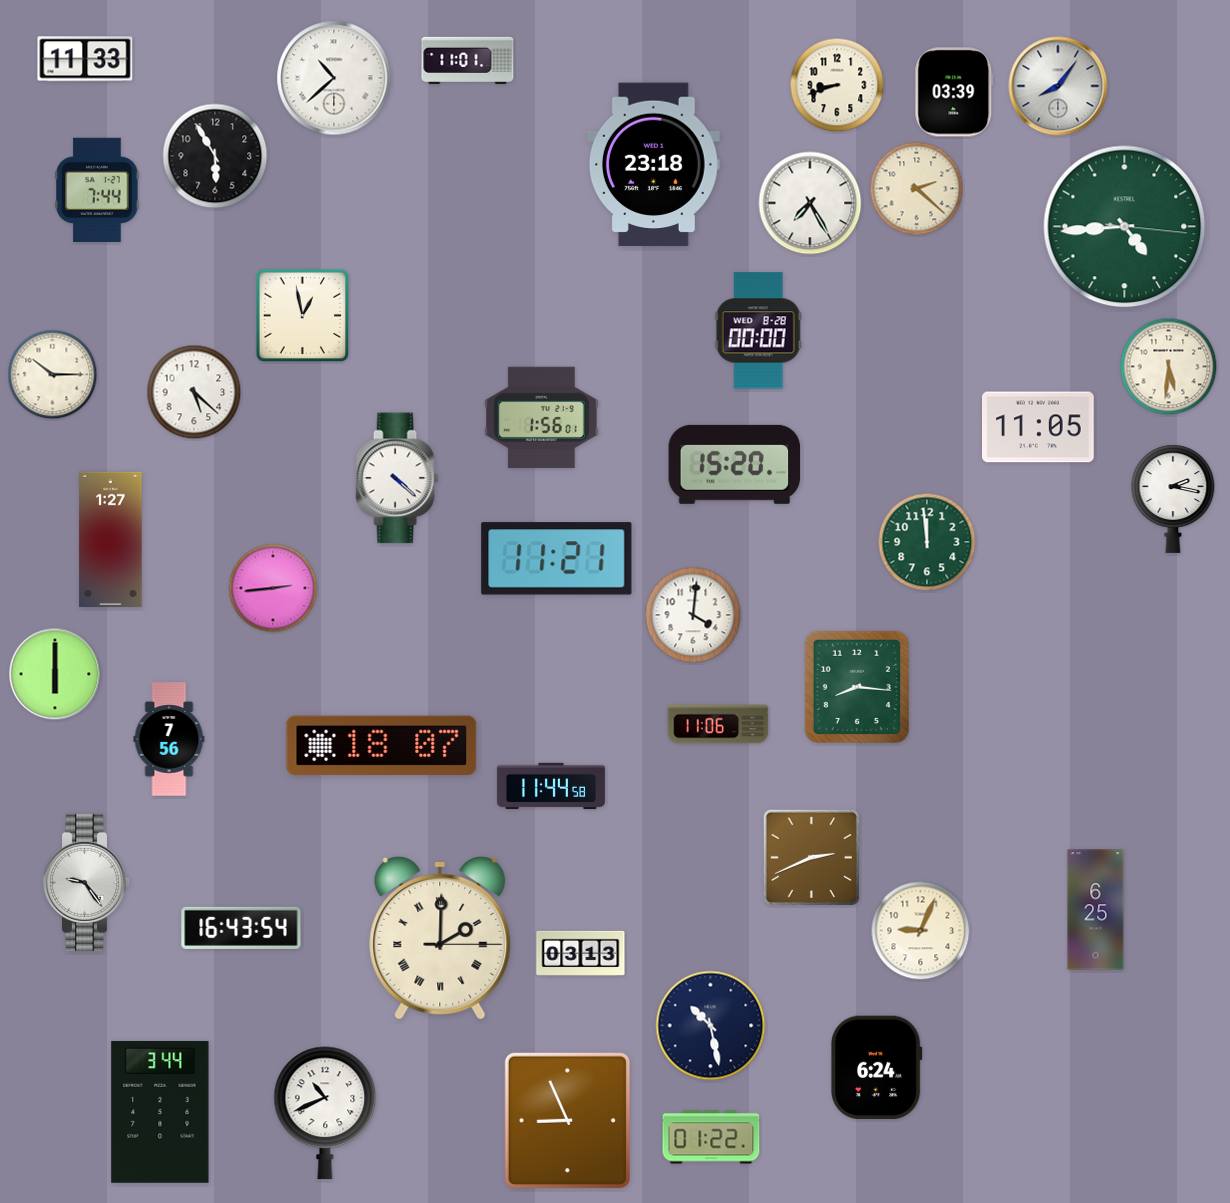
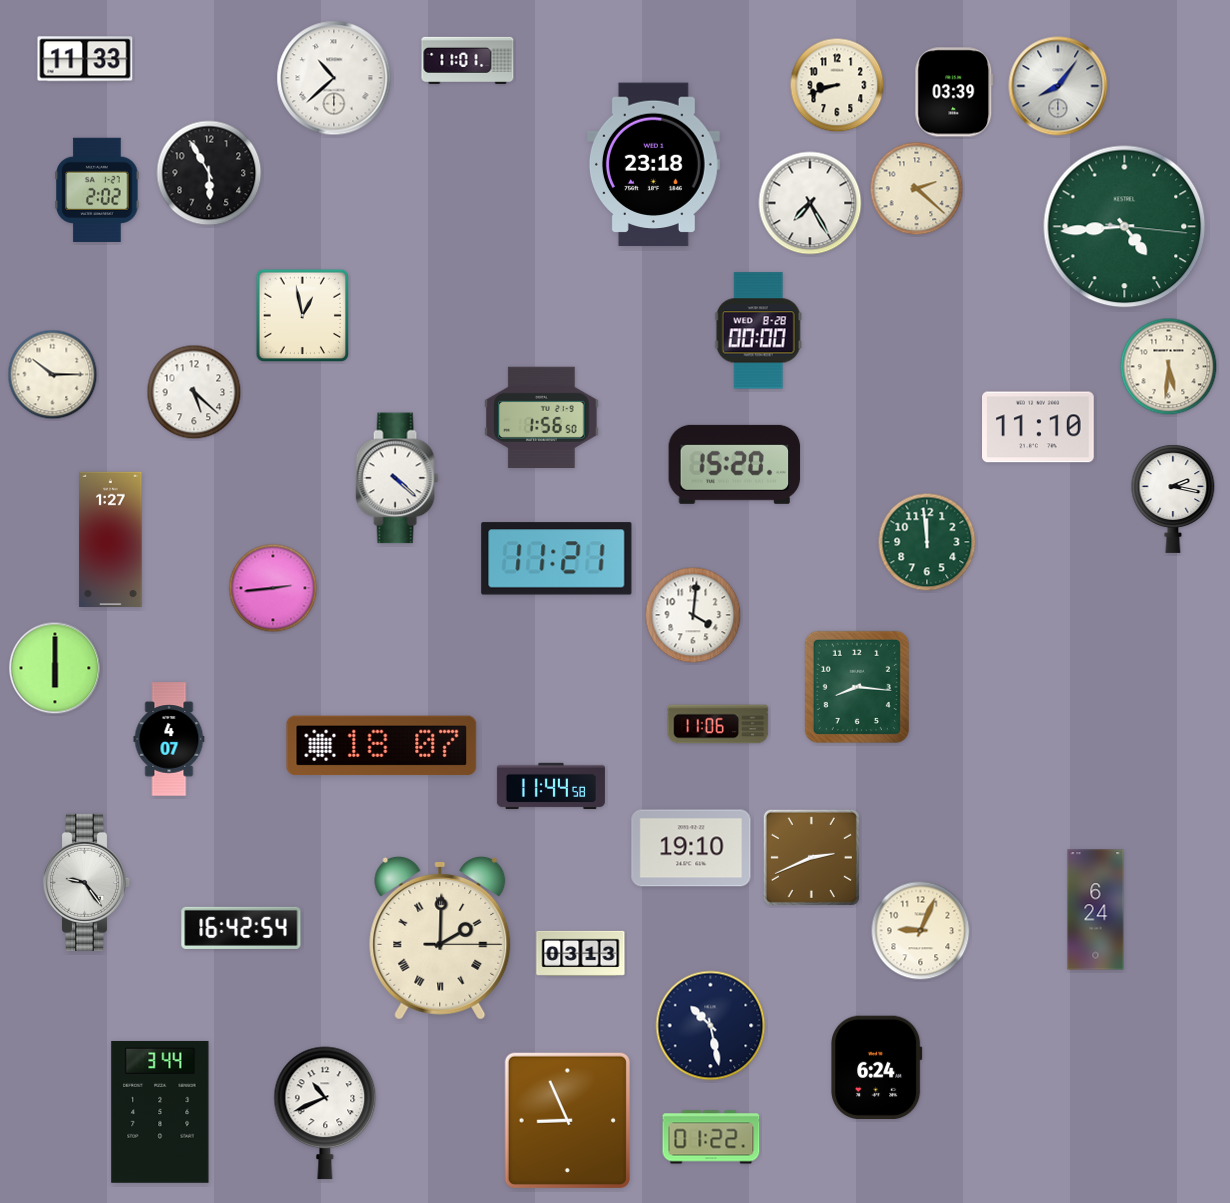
clock at (215, 156) position: (215, 156) -> (209, 173)
clock at (97, 189): 7:44 -> 2:02
clock at (542, 417): 1:56:01 -> 1:56:50
clock at (1039, 427): 11:05 -> 11:10
clock at (55, 674) position: (55, 674) -> (55, 668)
clock at (169, 739): 7:56 -> 4:07
clock at (691, 848): none -> 19:10
clock at (1096, 910): 6:25 -> 6:24
clock at (241, 928): 16:43 -> 16:42
